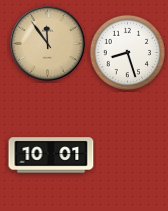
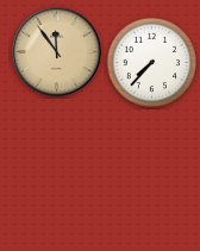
clock at (127, 52): 8:27 -> 7:37
clock at (51, 155): 10:01 -> none
